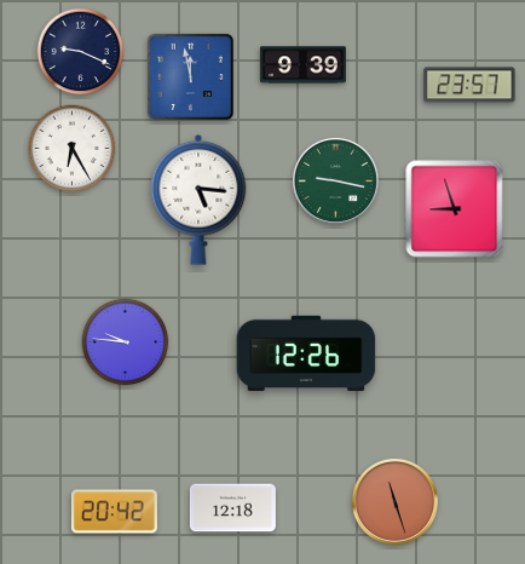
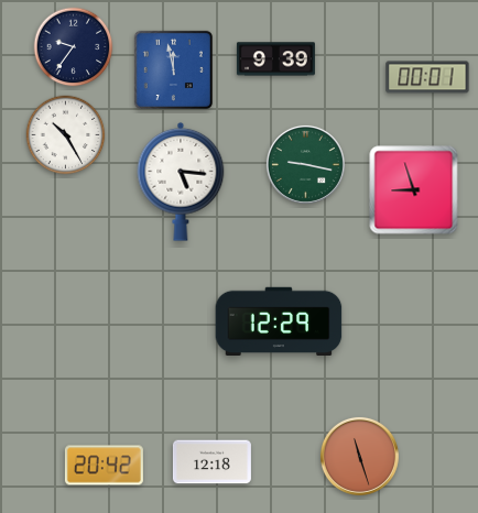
clock at (81, 52): 9:19 -> 9:36
clock at (469, 85): 23:57 -> 00:01
clock at (73, 149): 6:25 -> 10:25
clock at (126, 343): 9:46 -> none
clock at (306, 352): 12:26 -> 12:29
